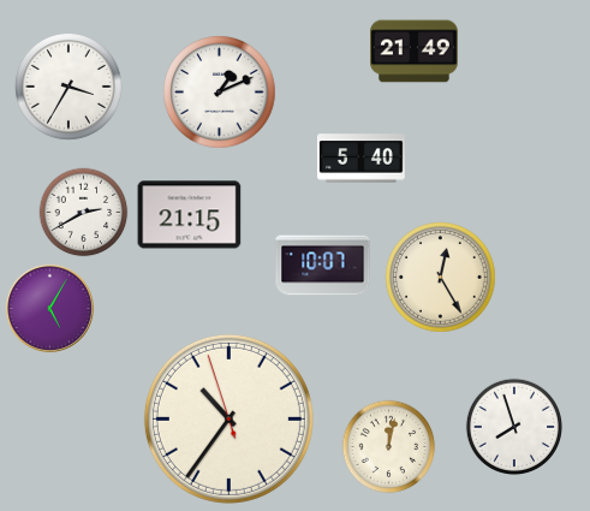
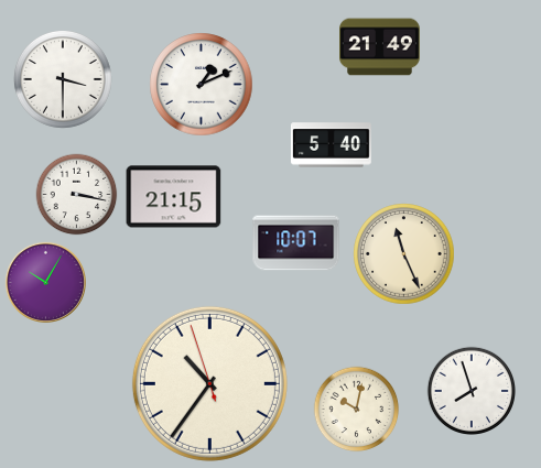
clock at (70, 88): 3:35 -> 3:30
clock at (84, 213): 2:40 -> 3:17
clock at (441, 278): 12:25 -> 11:26
clock at (49, 308): 5:05 -> 10:05
clock at (389, 447): 12:02 -> 10:02
